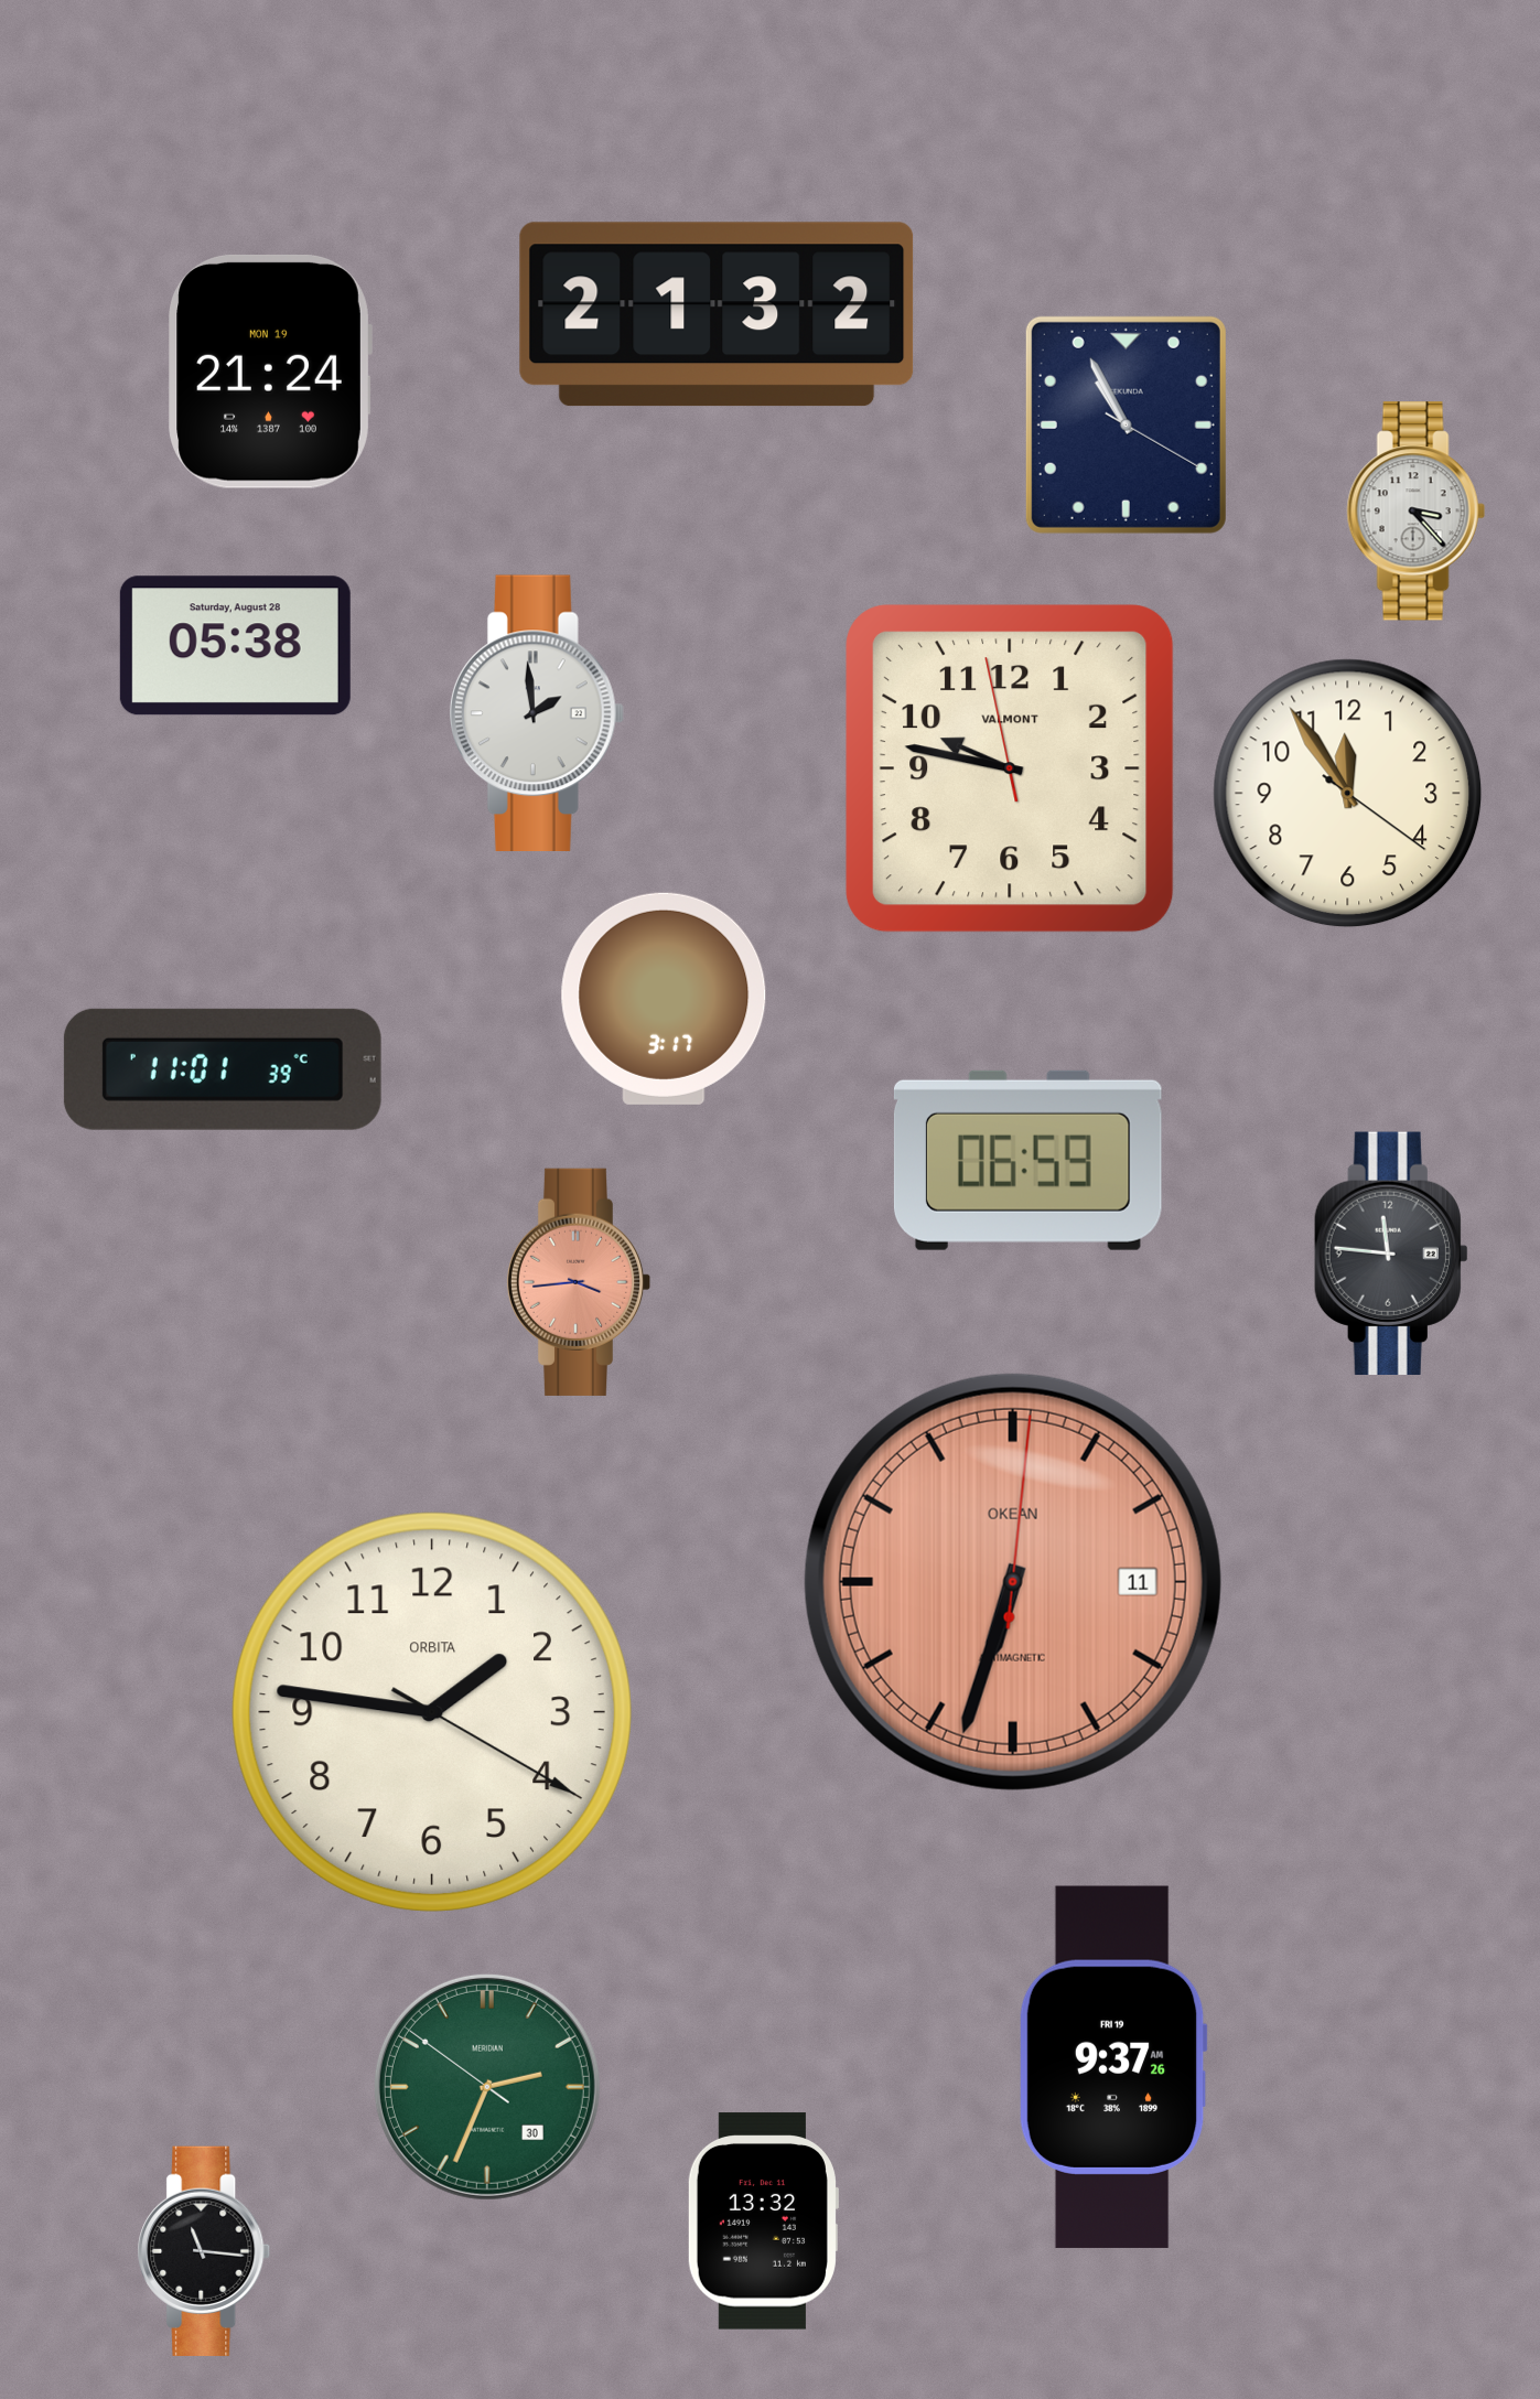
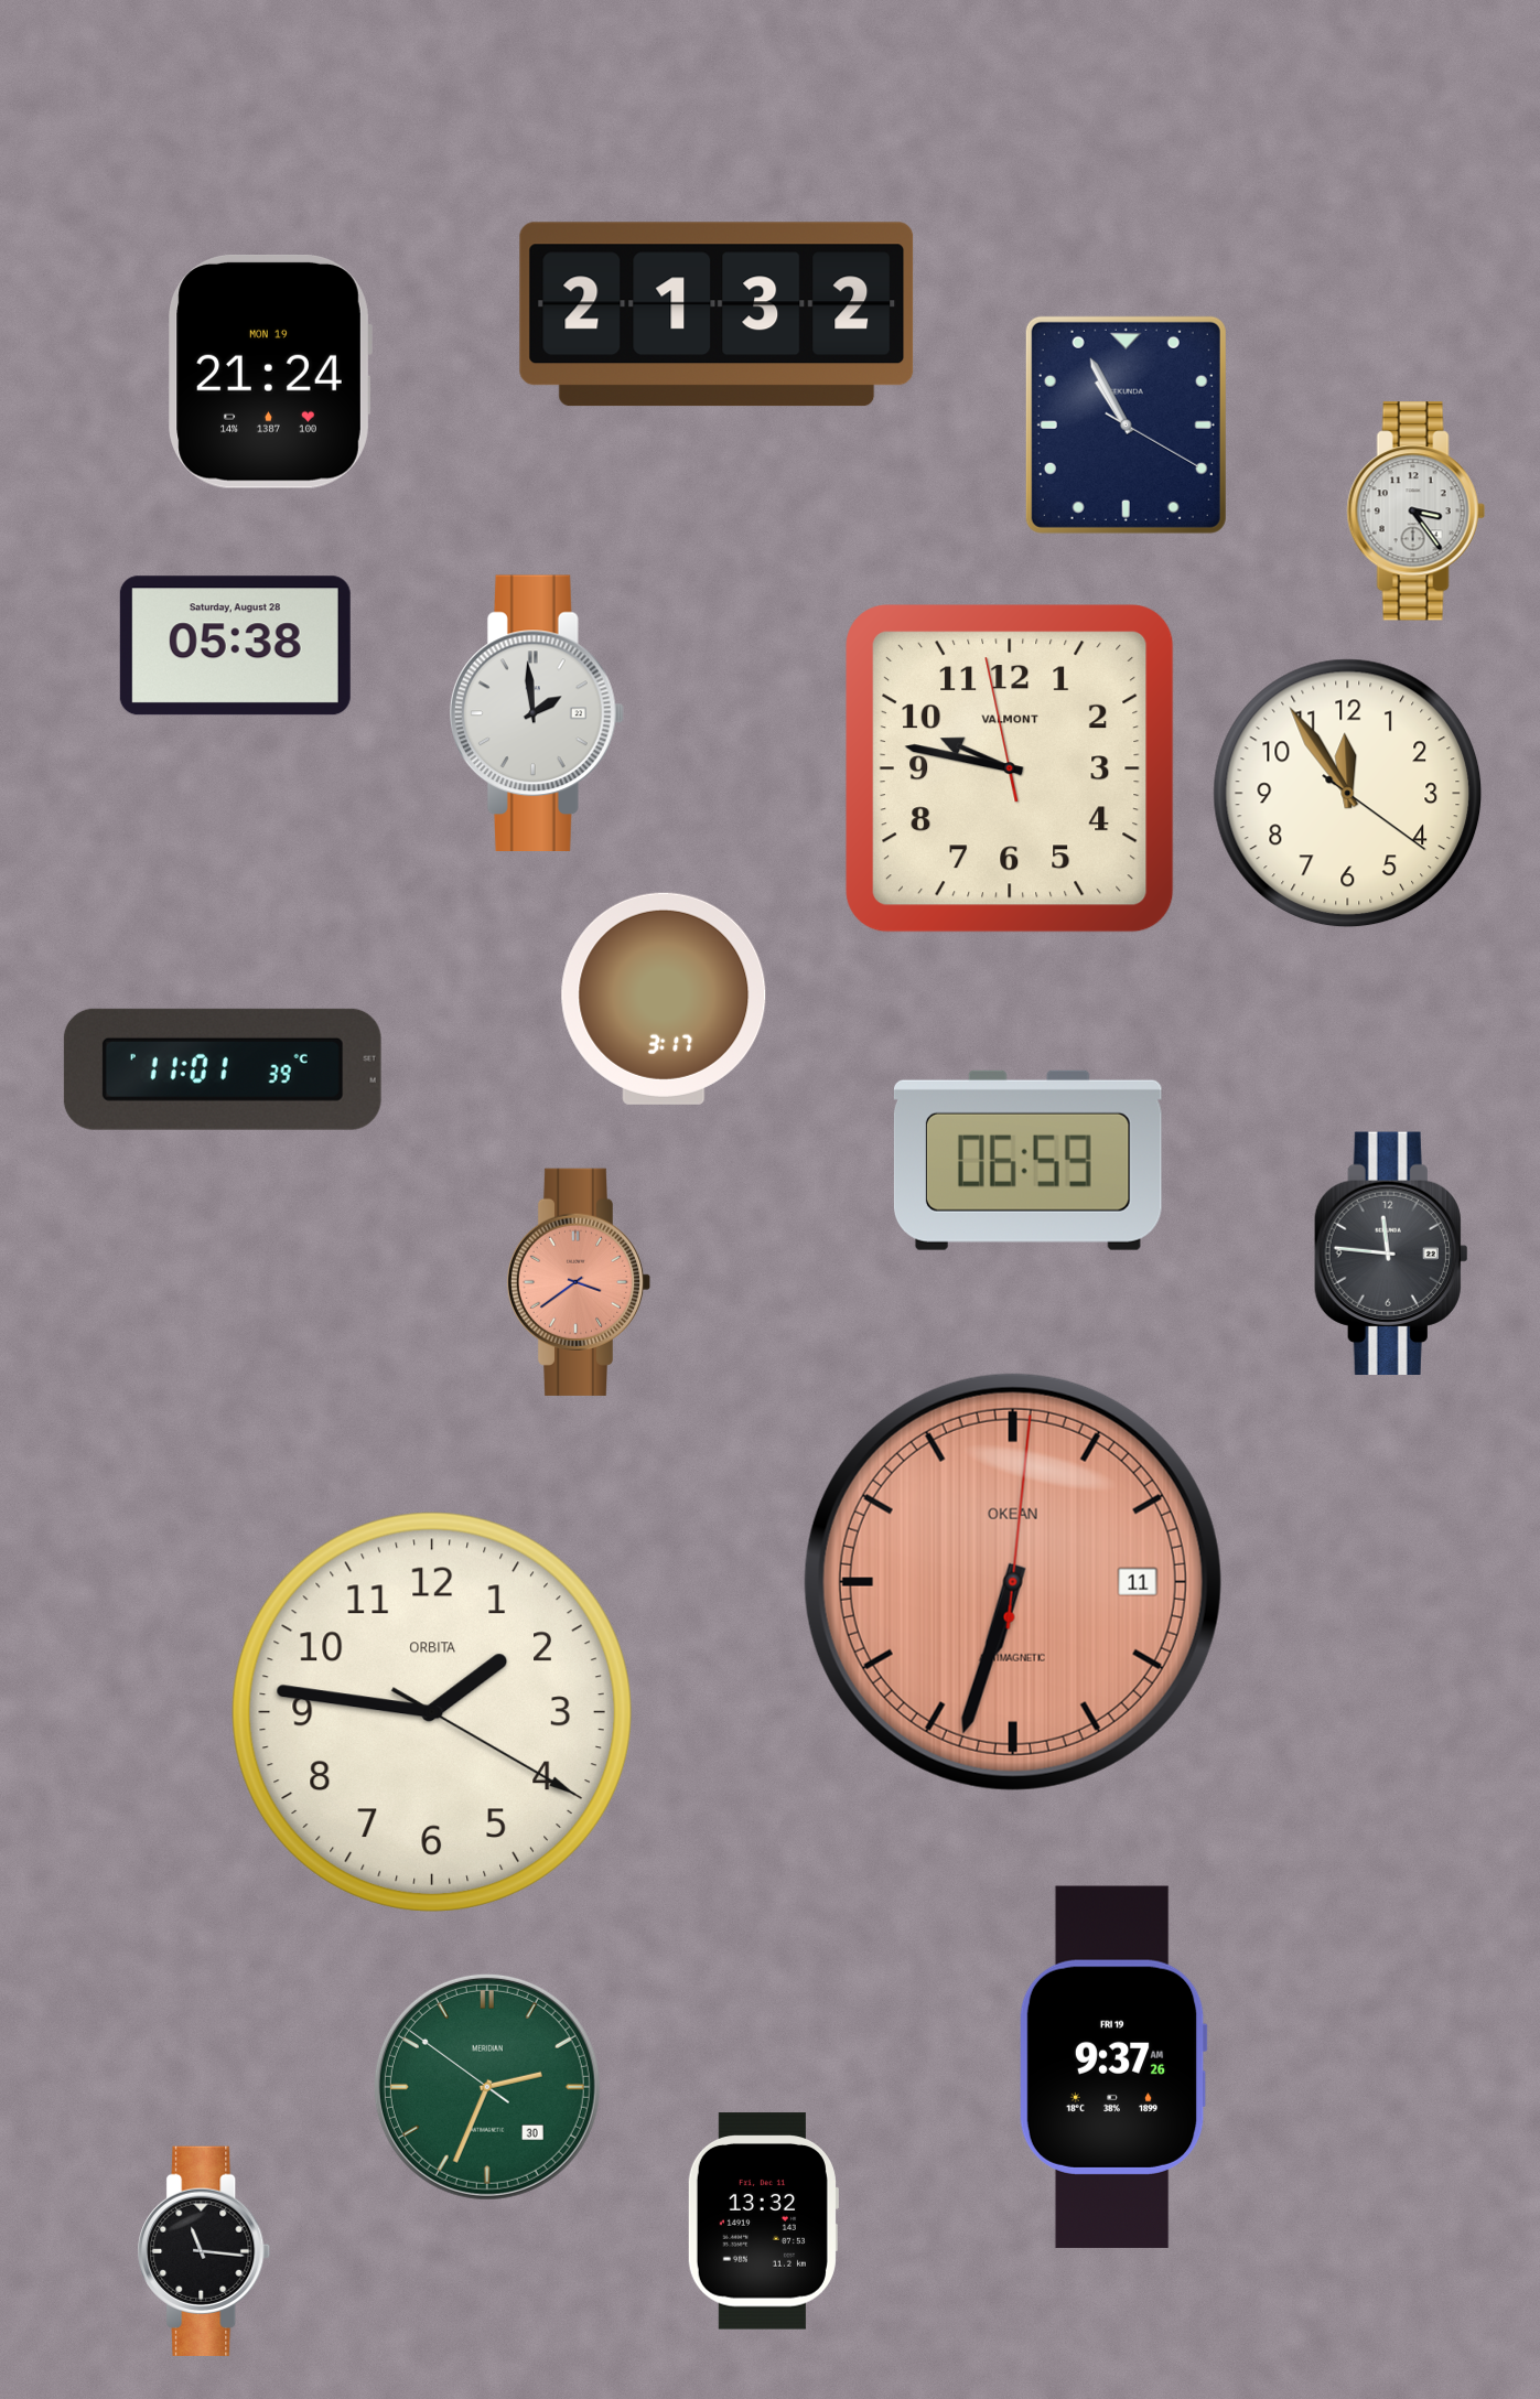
clock at (1415, 512): 3:23 -> 3:24
clock at (579, 1282): 3:44 -> 3:39
